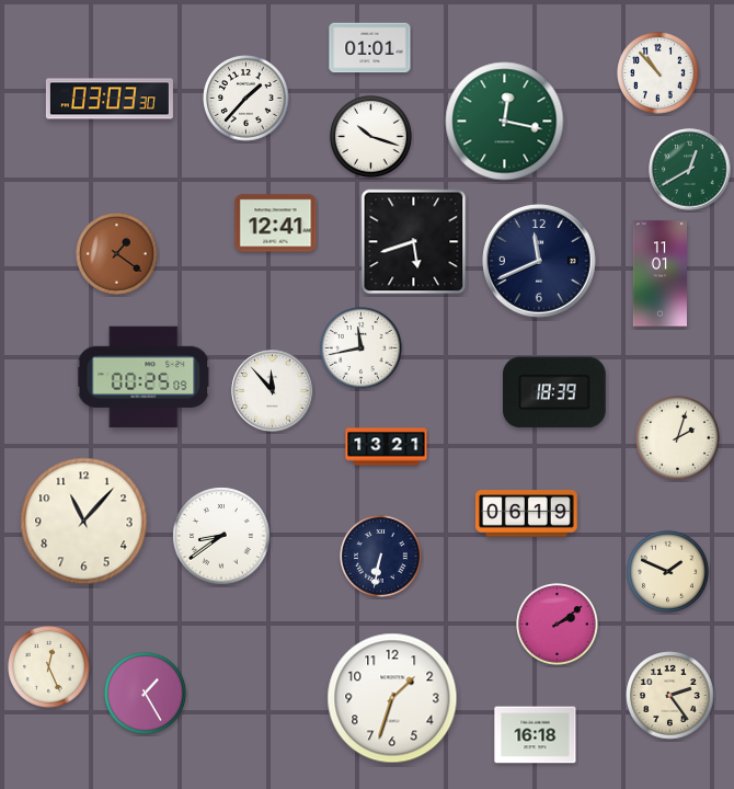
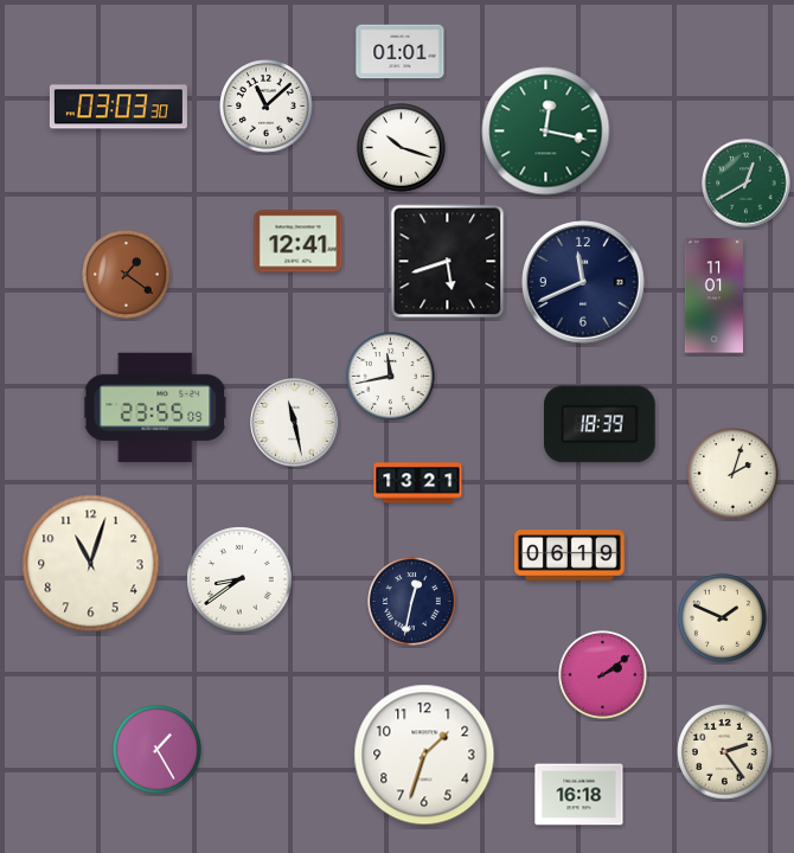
clock at (658, 73): 10:53 -> none
clock at (246, 99): 1:37 -> 11:08
clock at (144, 377): 00:25 -> 23:55
clock at (273, 391): 11:53 -> 11:28
clock at (84, 522): 11:07 -> 11:03
clock at (381, 557): 6:32 -> 12:32
clock at (49, 667): 12:26 -> none
